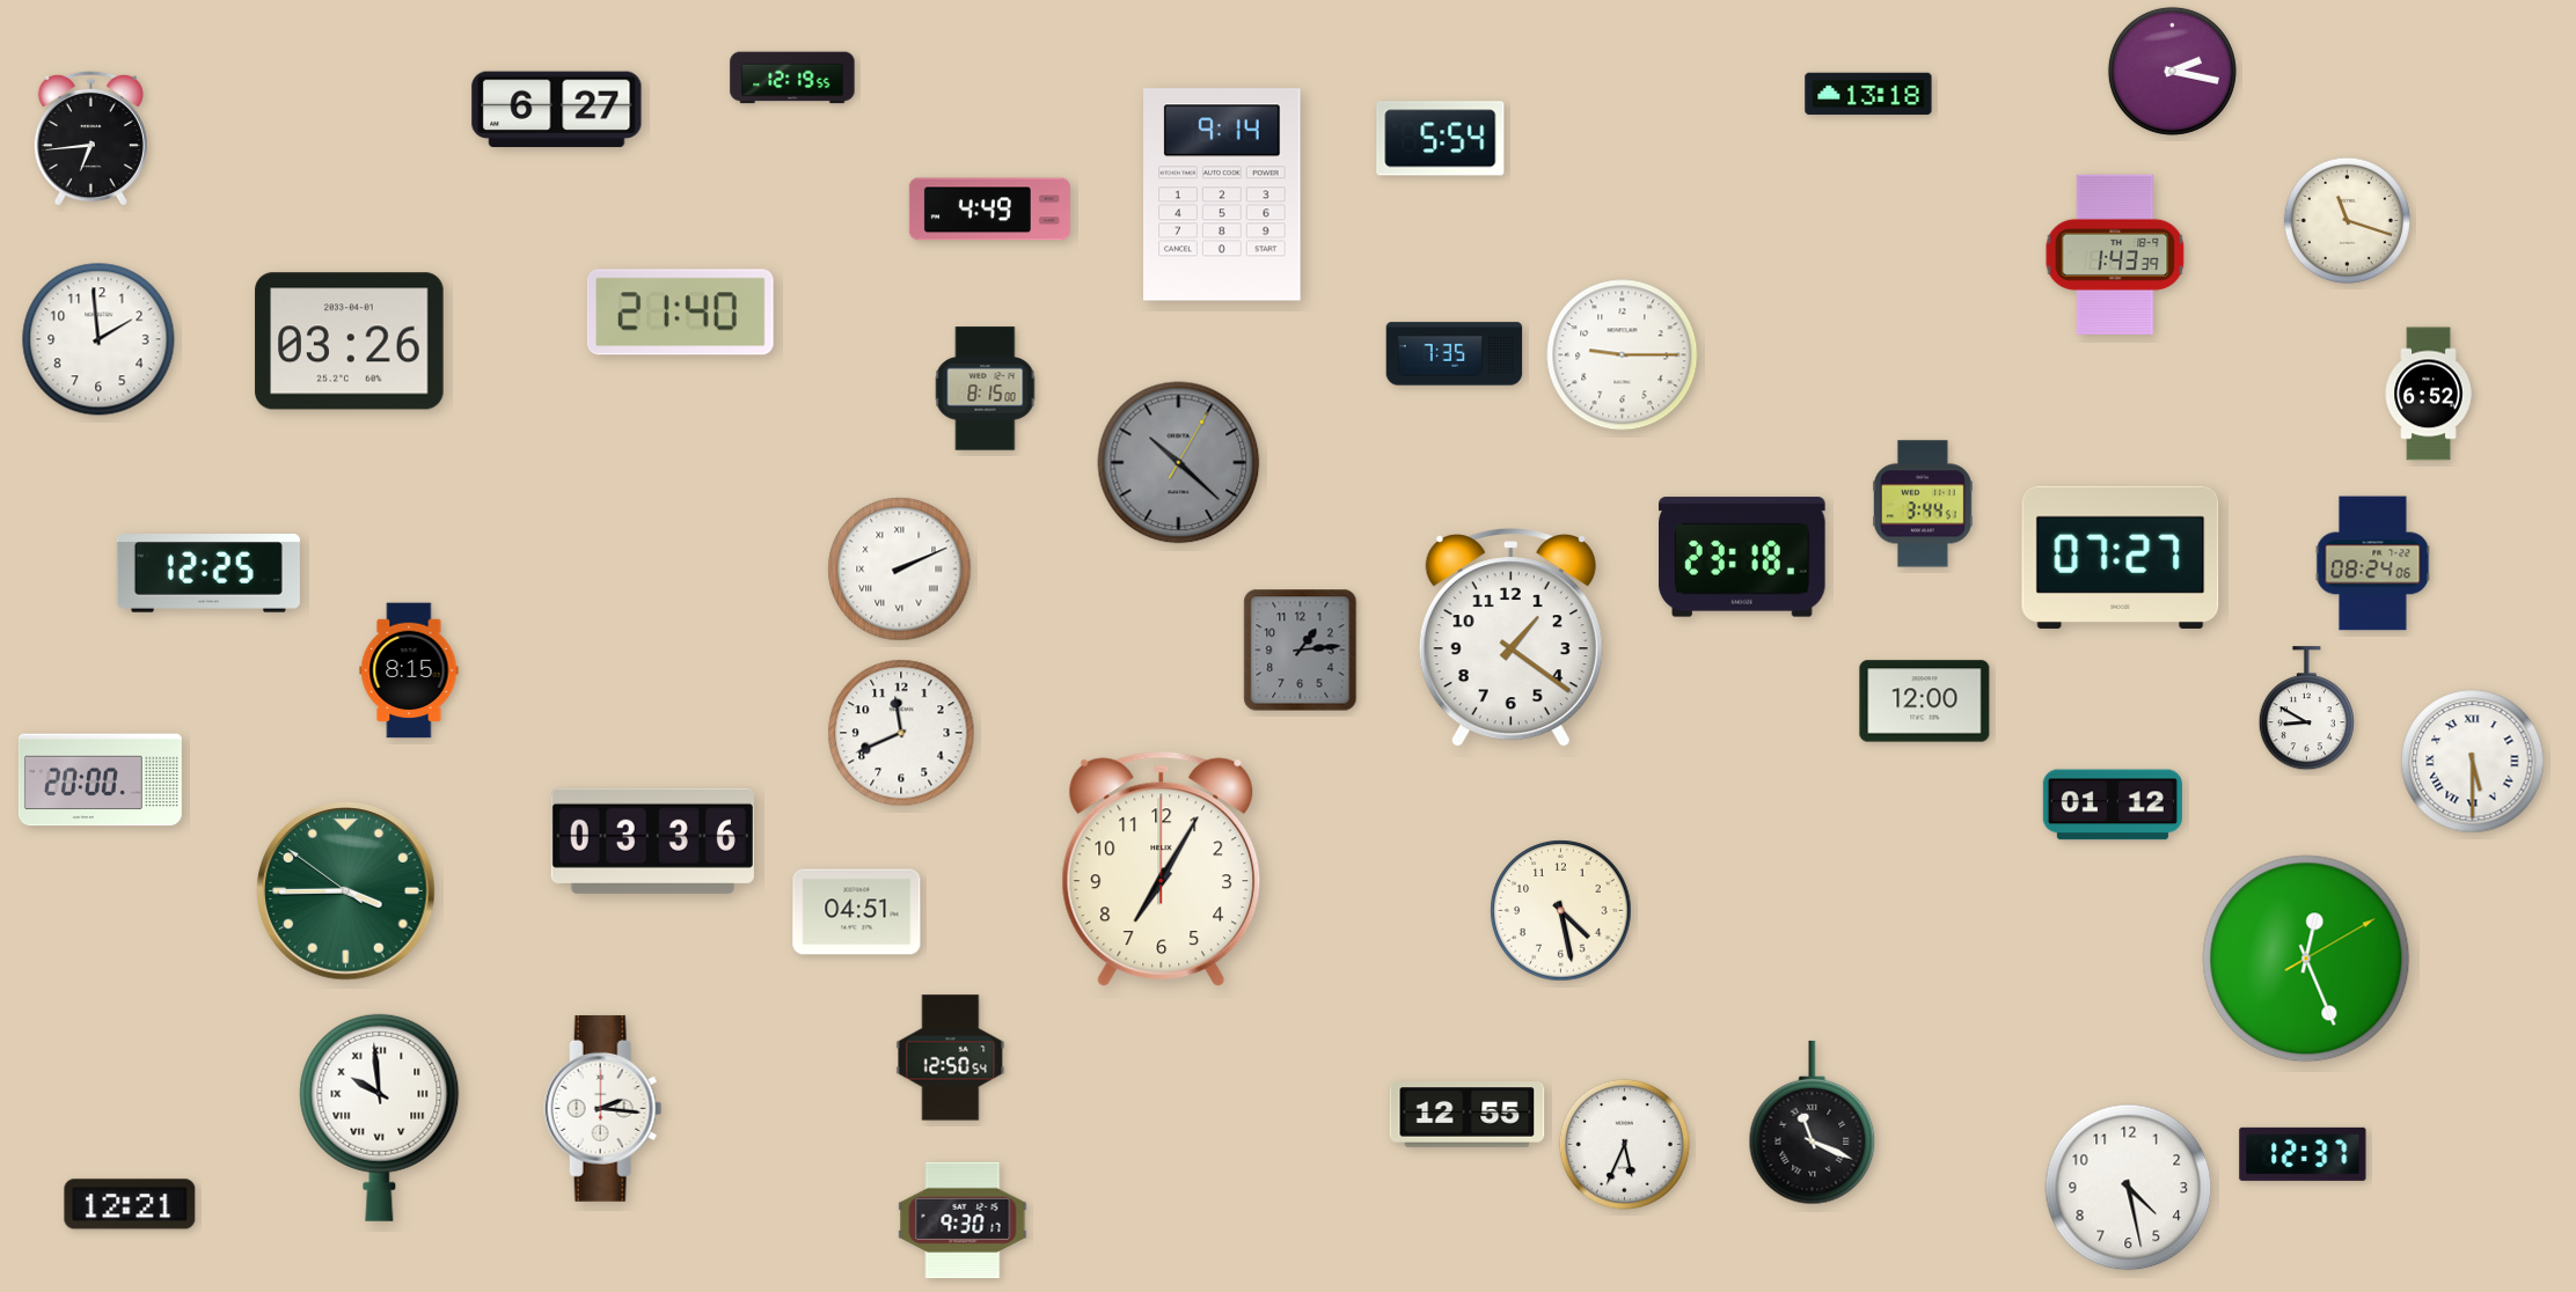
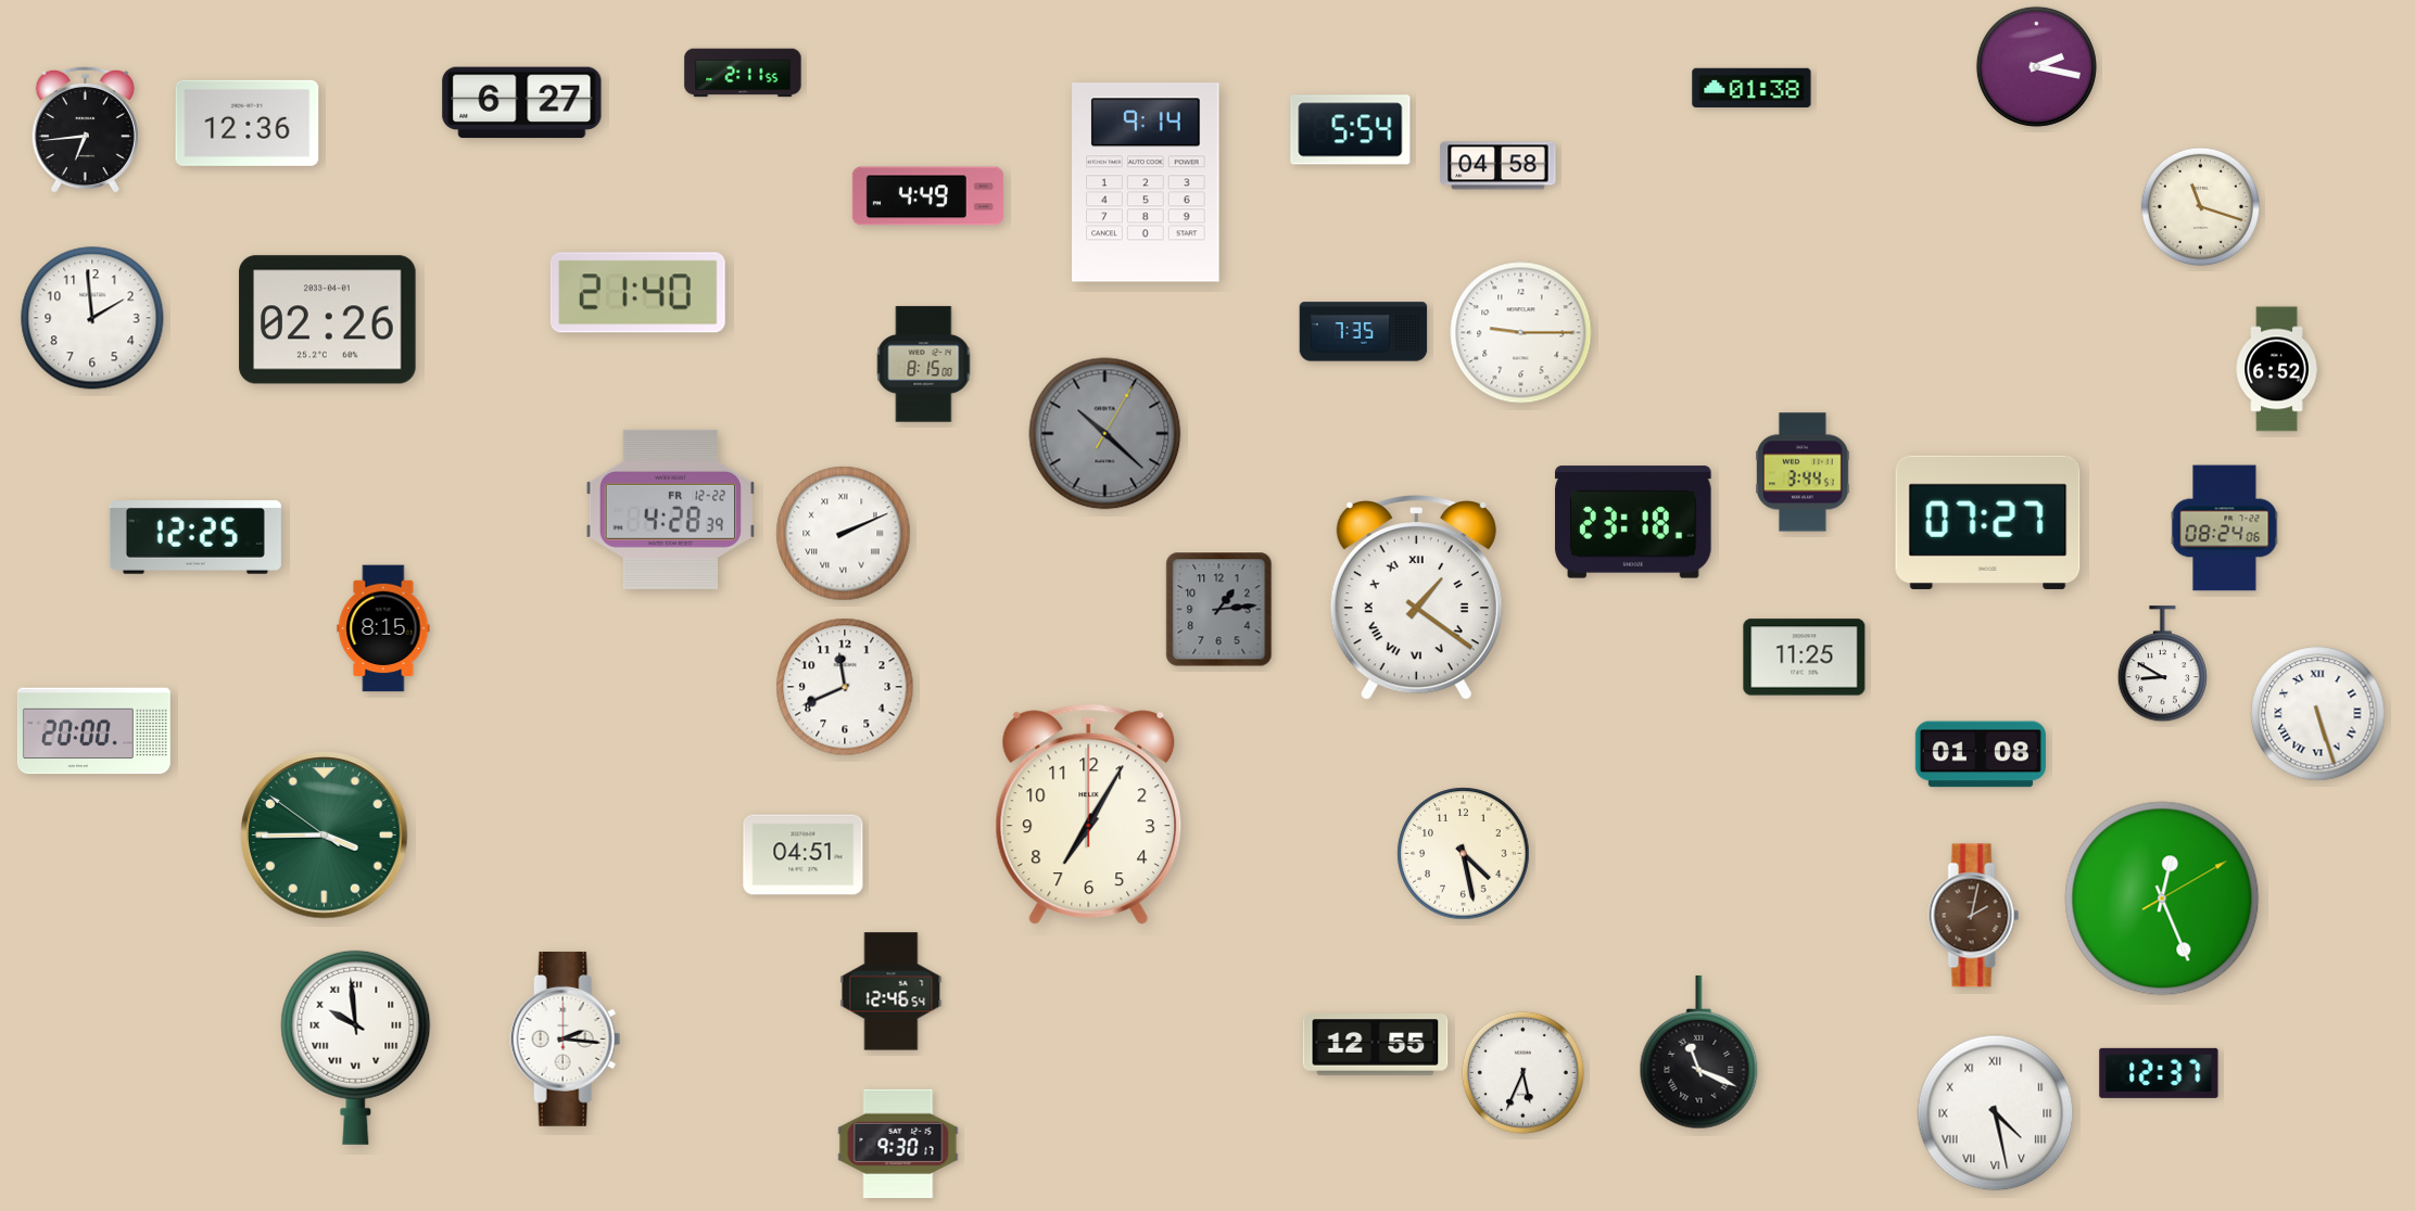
clock at (792, 78): 12:19 -> 2:11
clock at (1868, 94): 13:18 -> 01:38
clock at (248, 123): none -> 12:36
clock at (1499, 166): none -> 04:58
clock at (2115, 255): 1:43 -> none
clock at (350, 342): 03:26 -> 02:26
clock at (670, 509): none -> 4:28
clock at (1510, 638) numerals: Arabic -> Roman
clock at (1925, 702): 12:00 -> 11:25
clock at (2473, 762): 5:30 -> 5:27
clock at (2113, 805): 01:12 -> 01:08
clock at (652, 840): 03:36 -> none
clock at (1974, 916): none -> 2:02
clock at (951, 1058): 12:50 -> 12:46
clock at (2303, 1154) position: (2303, 1154) -> (2159, 1073)
clock at (2129, 1188) numerals: Arabic -> Roman
clock at (130, 1204): 12:21 -> none
clock at (963, 1220) position: (963, 1220) -> (898, 1144)
